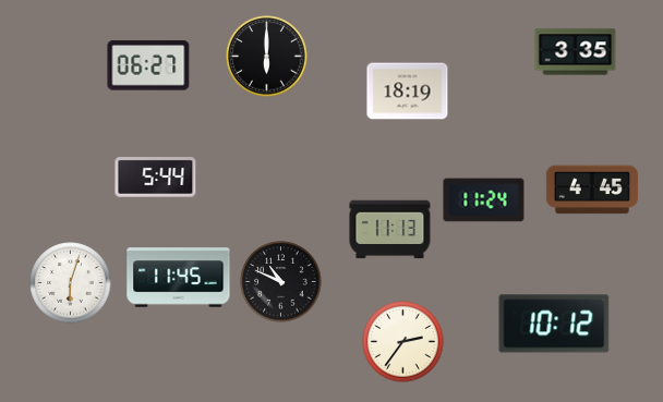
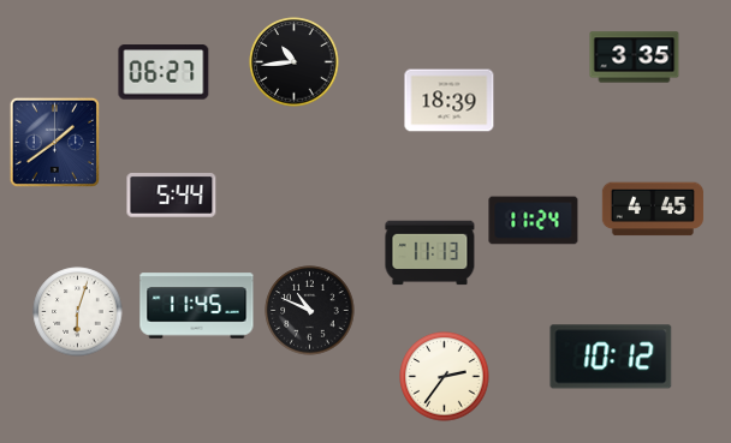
clock at (267, 57): 6:00 -> 10:44
clock at (408, 92): 18:19 -> 18:39
clock at (54, 142): none -> 1:39
